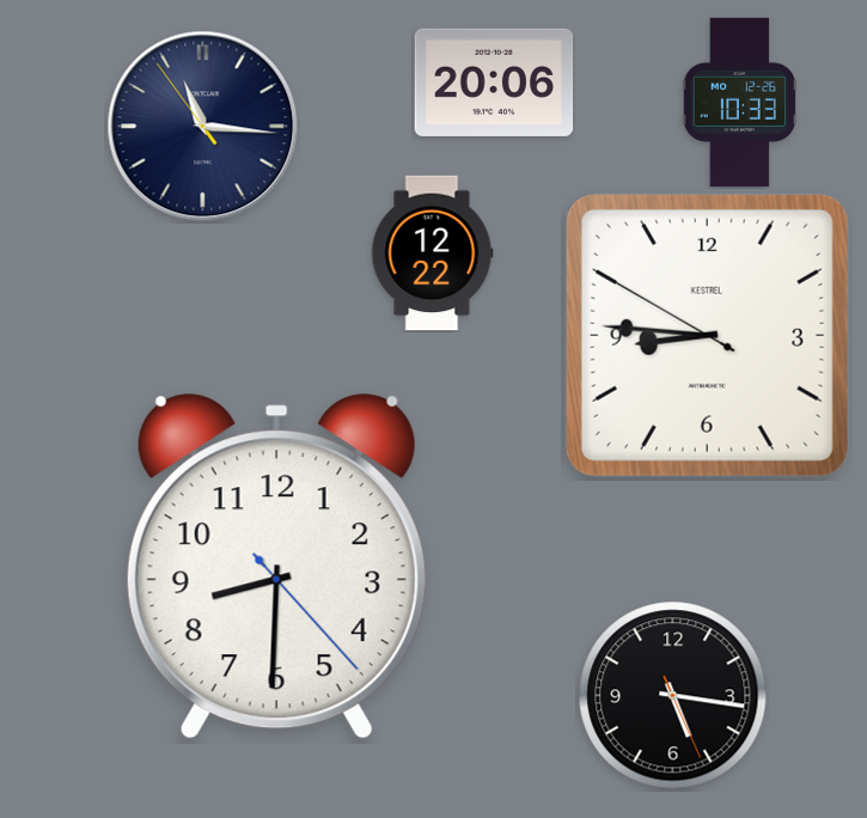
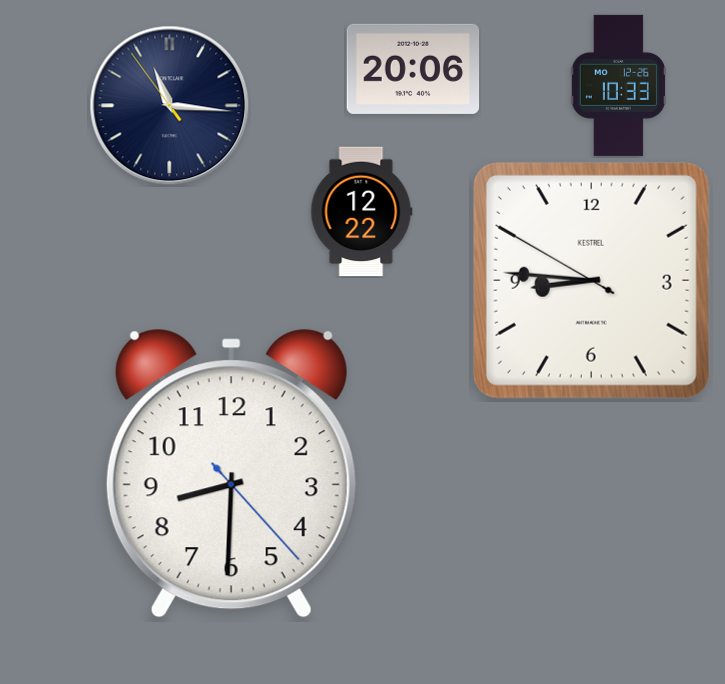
clock at (673, 696): 5:16 -> none
